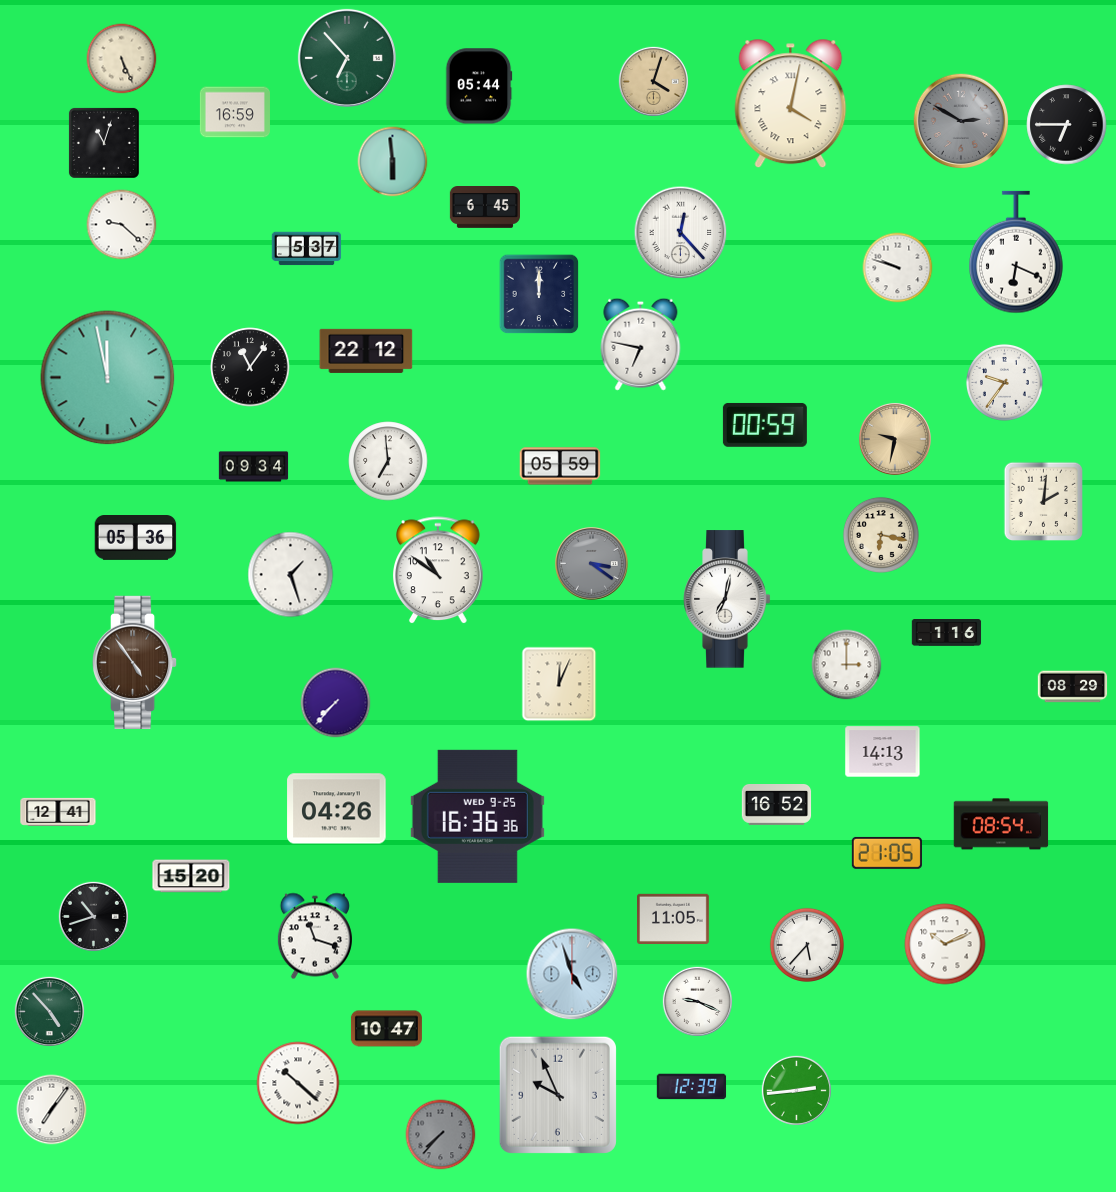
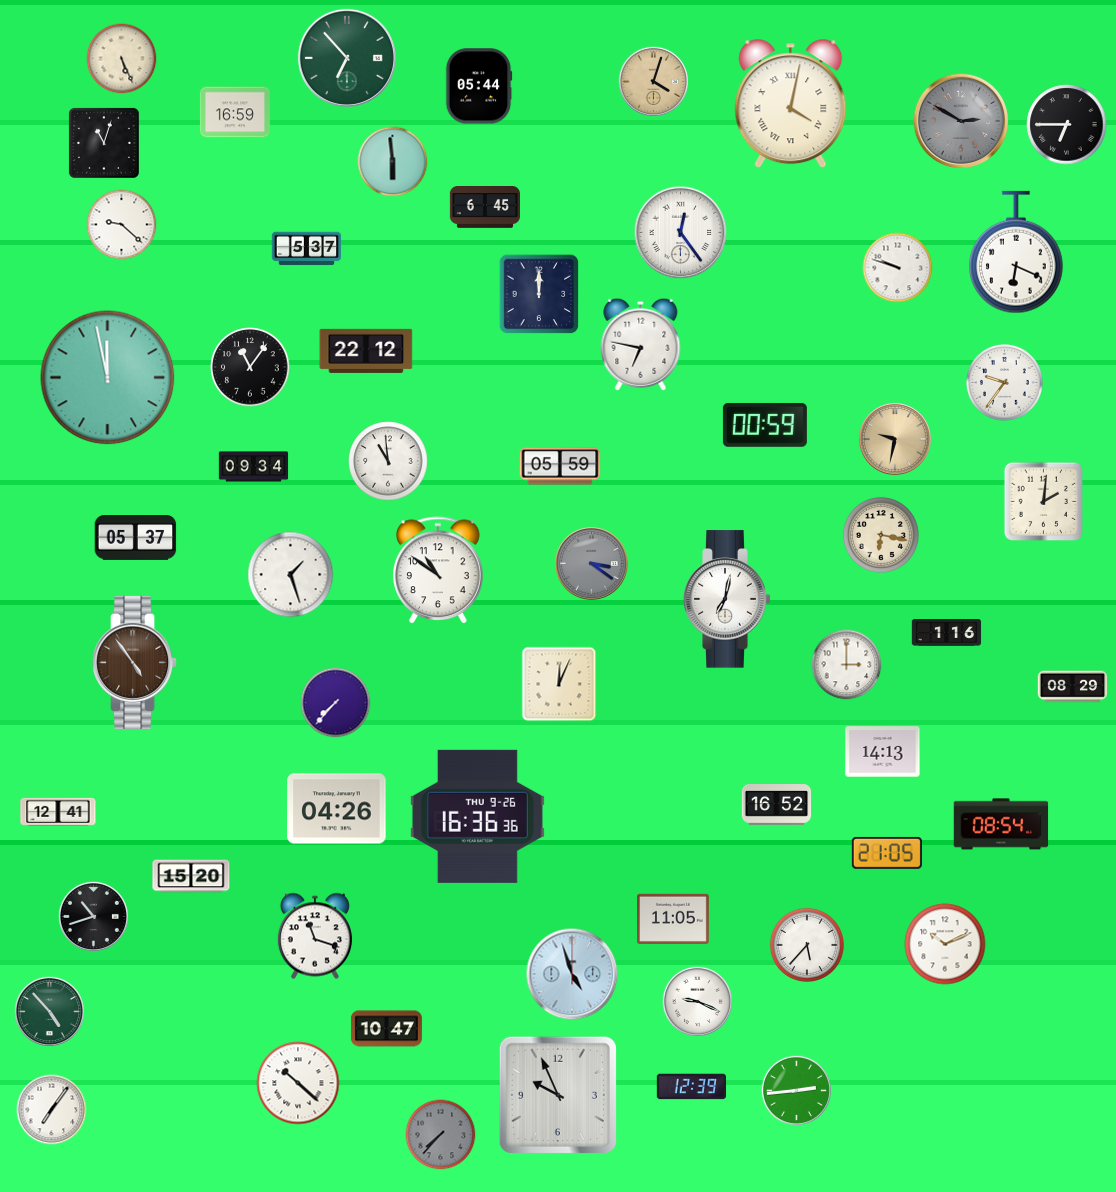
clock at (681, 233): 12:23 -> 12:24
clock at (388, 461): 6:59 -> 10:59
clock at (136, 538): 05:36 -> 05:37
clock at (477, 816) date: WED 9-25 -> THU 9-26
